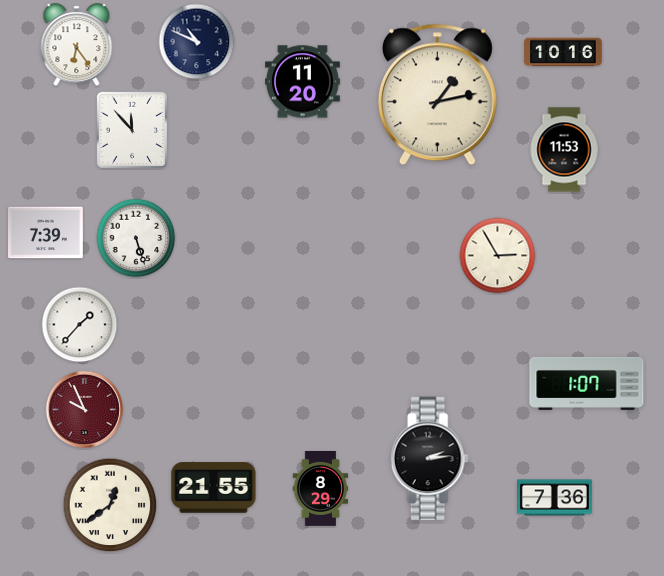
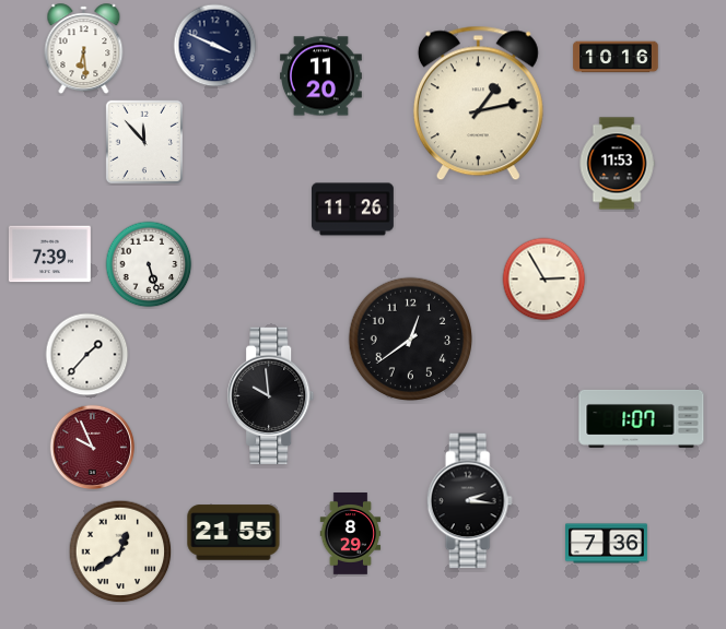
clock at (197, 42): 10:49 -> 3:49
clock at (77, 45): 6:24 -> 6:29
clock at (303, 82) position: (303, 82) -> (321, 76)
clock at (353, 210): none -> 11:26
clock at (136, 238) position: (136, 238) -> (149, 264)
clock at (411, 340): none -> 12:39
clock at (271, 396): none -> 9:59
clock at (429, 459): 2:14 -> 2:16
